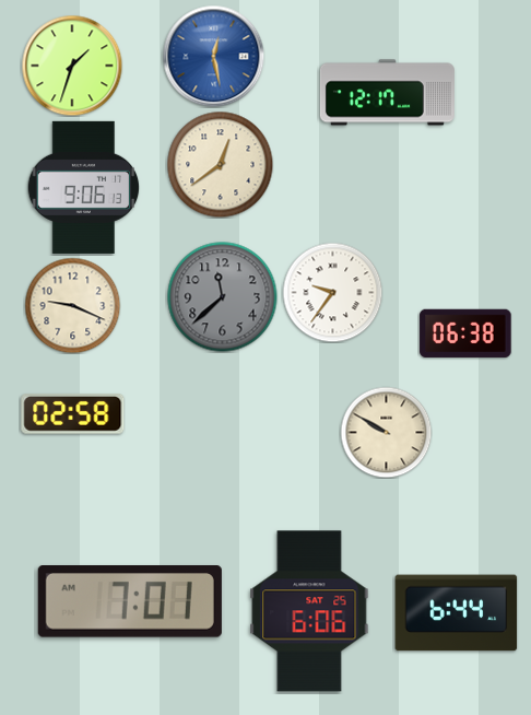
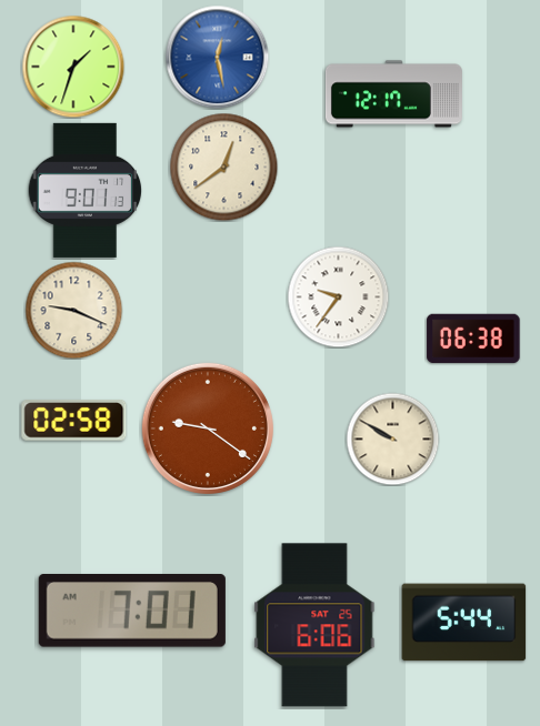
clock at (84, 187): 9:06 -> 9:01
clock at (223, 297): 11:38 -> none
clock at (208, 428): none -> 9:21
clock at (309, 611) position: (309, 611) -> (314, 625)
clock at (457, 613): 6:44 -> 5:44
